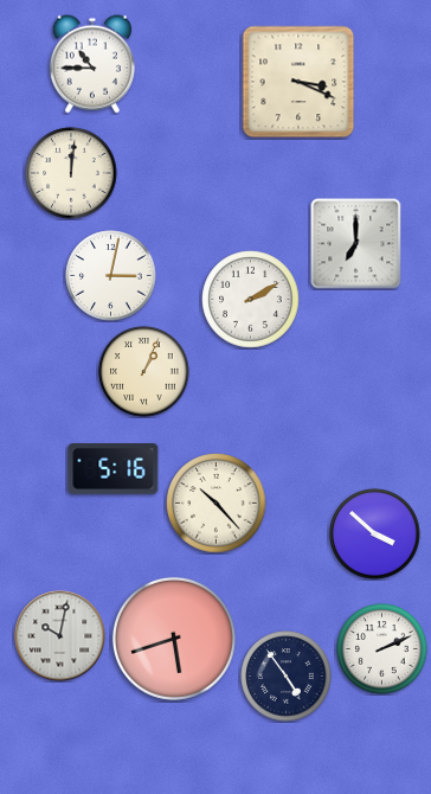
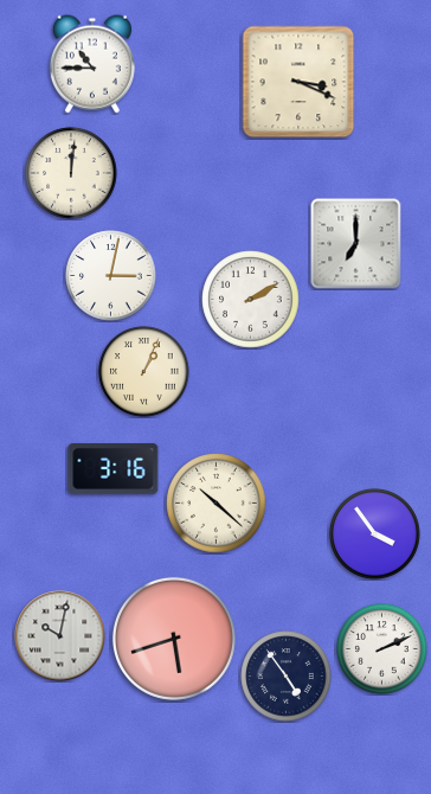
clock at (114, 469): 5:16 -> 3:16
clock at (217, 504): 10:23 -> 10:22
clock at (375, 534): 3:52 -> 3:54
